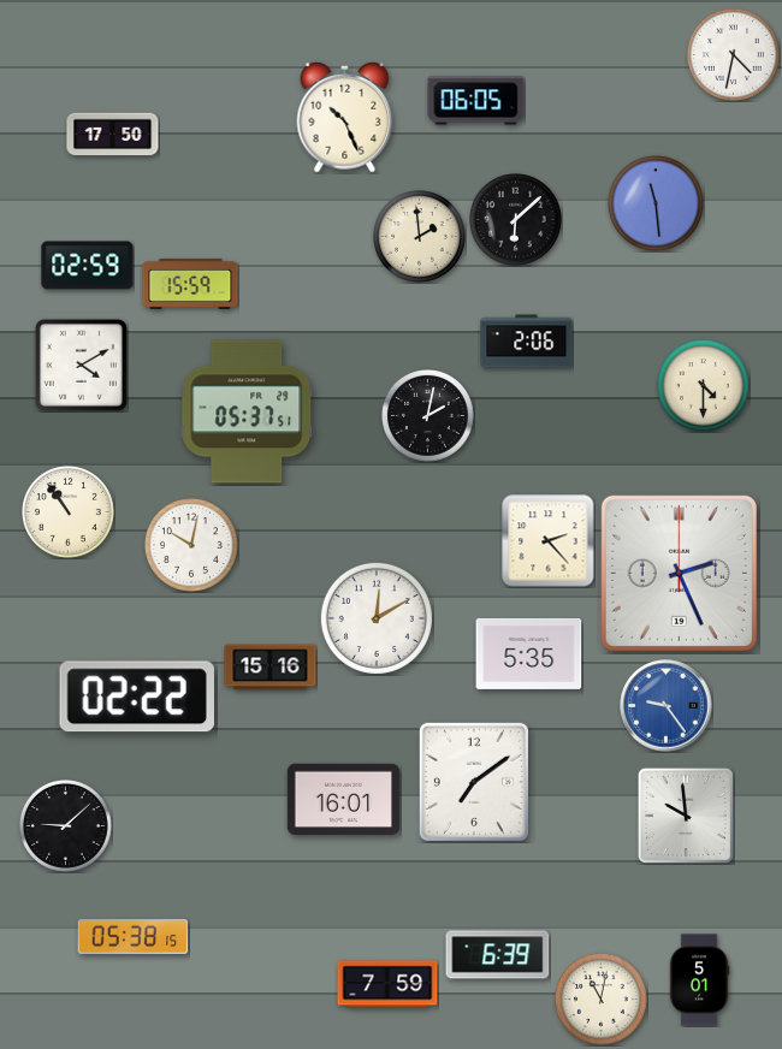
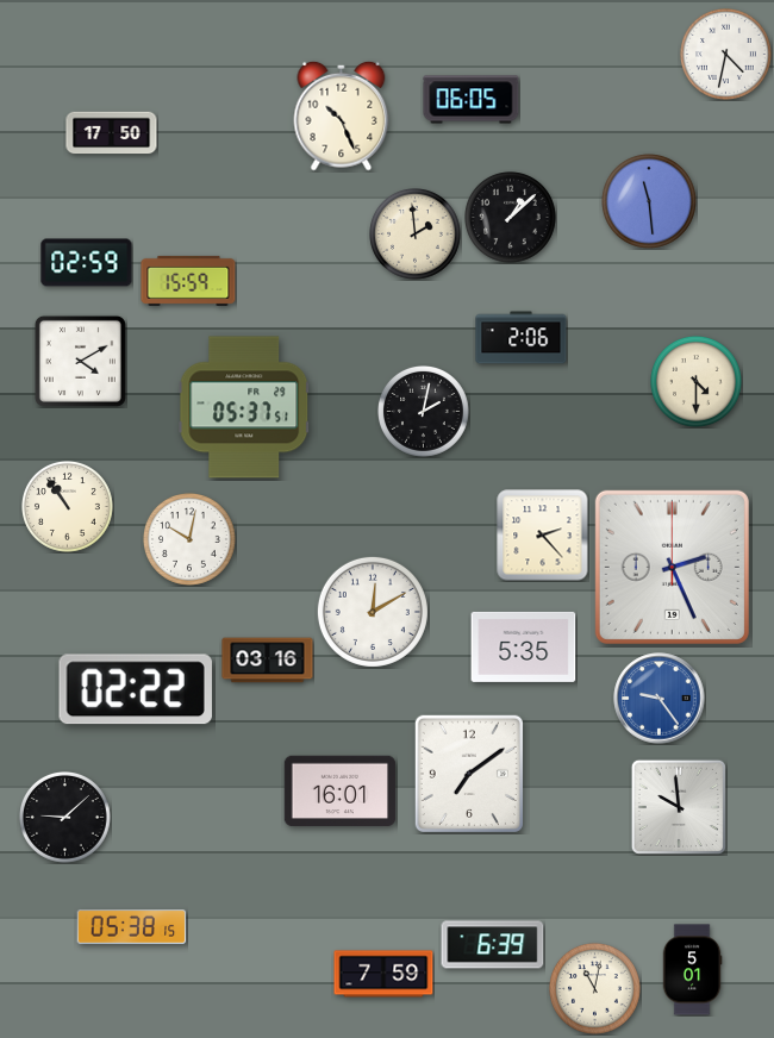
clock at (516, 220): 6:08 -> 1:08
clock at (271, 668): 15:16 -> 03:16
